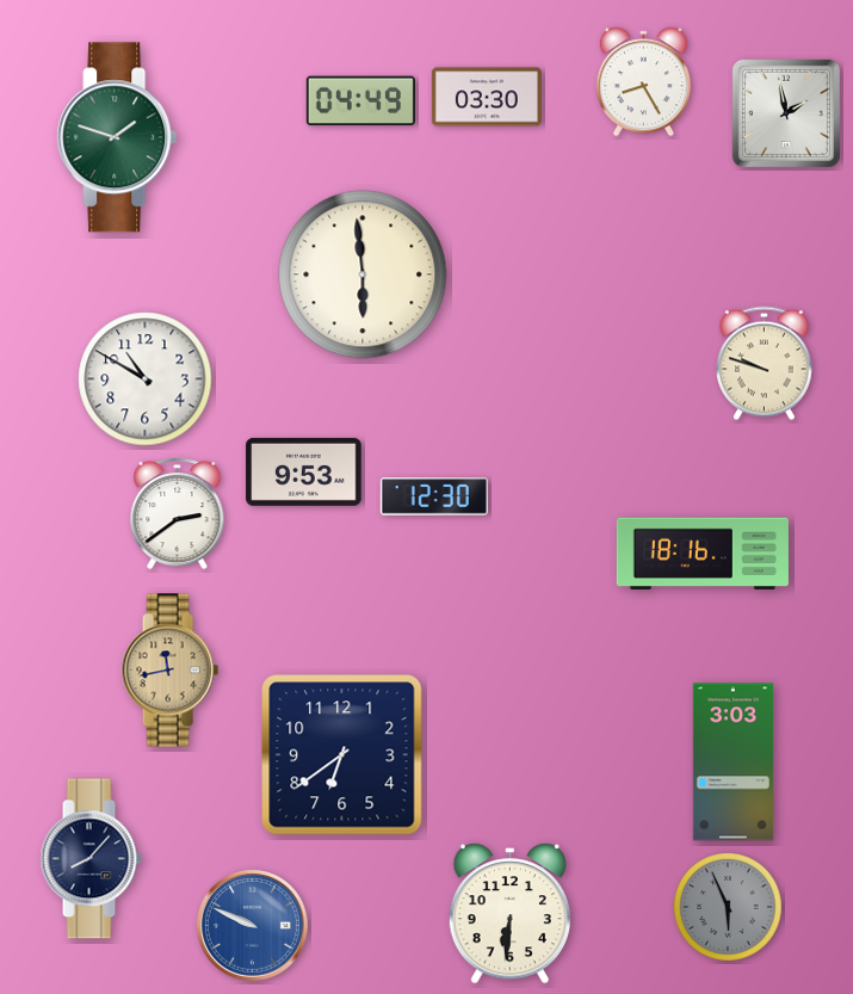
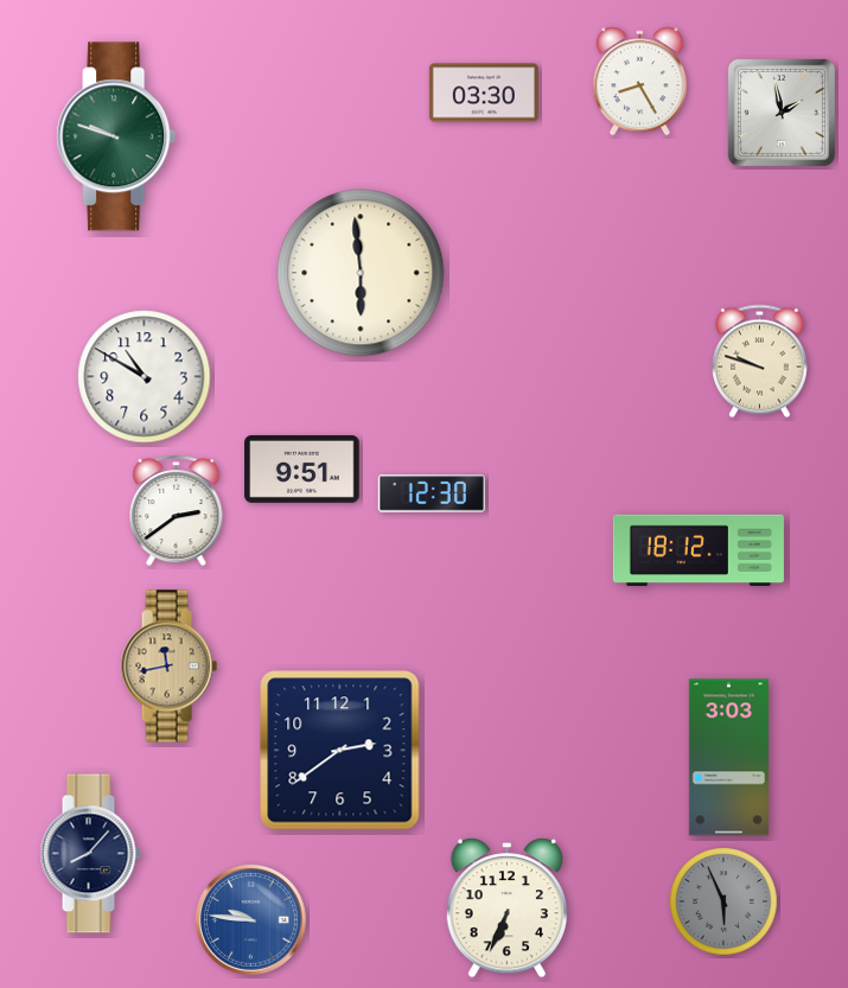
clock at (487, 97) position: (487, 97) -> (484, 93)
clock at (360, 101): 04:49 -> none
clock at (117, 137): 1:48 -> 9:48
clock at (304, 471): 9:53 -> 9:51
clock at (703, 554): 18:16 -> 18:12
clock at (342, 755): 6:39 -> 2:39
clock at (509, 914): 6:31 -> 6:34
clock at (253, 926): 9:49 -> 9:46
